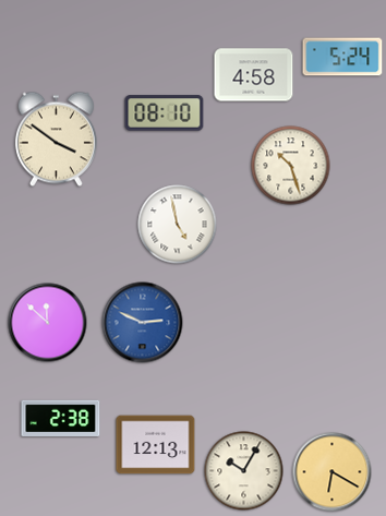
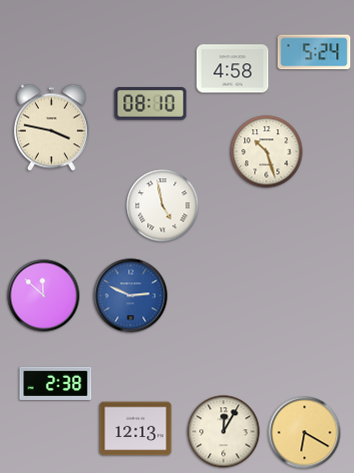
clock at (56, 140): 3:51 -> 3:47
clock at (156, 445) position: (156, 445) -> (136, 429)
clock at (244, 471): 10:05 -> 12:05
